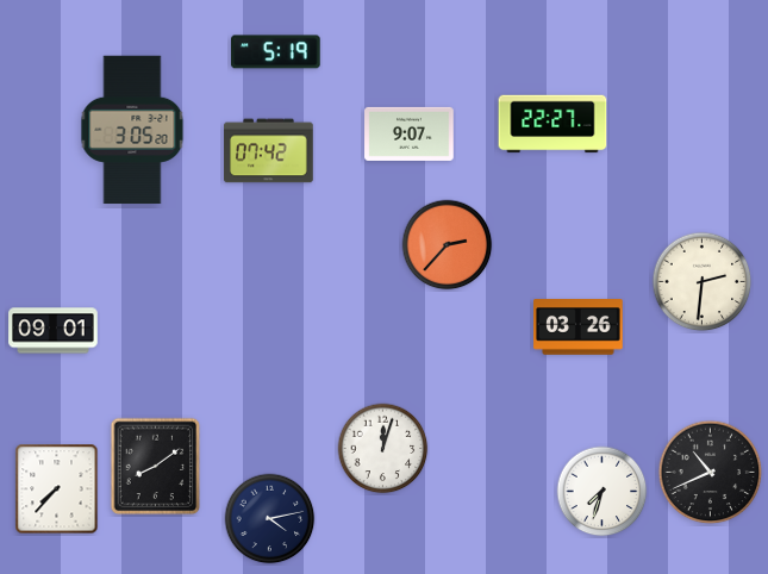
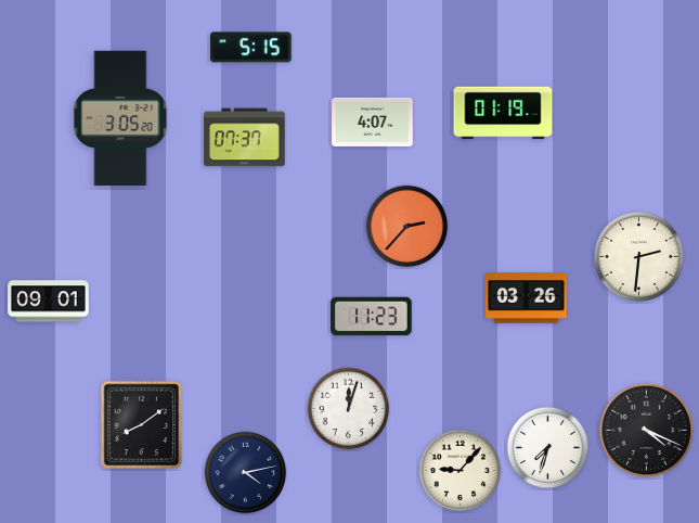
clock at (276, 52): 5:19 -> 5:15
clock at (552, 124): 22:27 -> 01:19
clock at (410, 133): 9:07 -> 4:07
clock at (269, 151): 07:42 -> 07:37
clock at (448, 245) position: (448, 245) -> (407, 227)
clock at (372, 317): none -> 11:23
clock at (711, 473): 10:41 -> 4:19
clock at (57, 489): 7:37 -> none
clock at (461, 471): none -> 9:07
